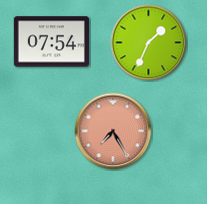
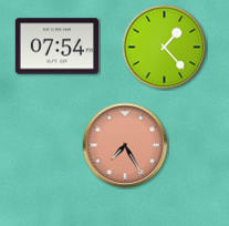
clock at (149, 43): 1:34 -> 1:23
